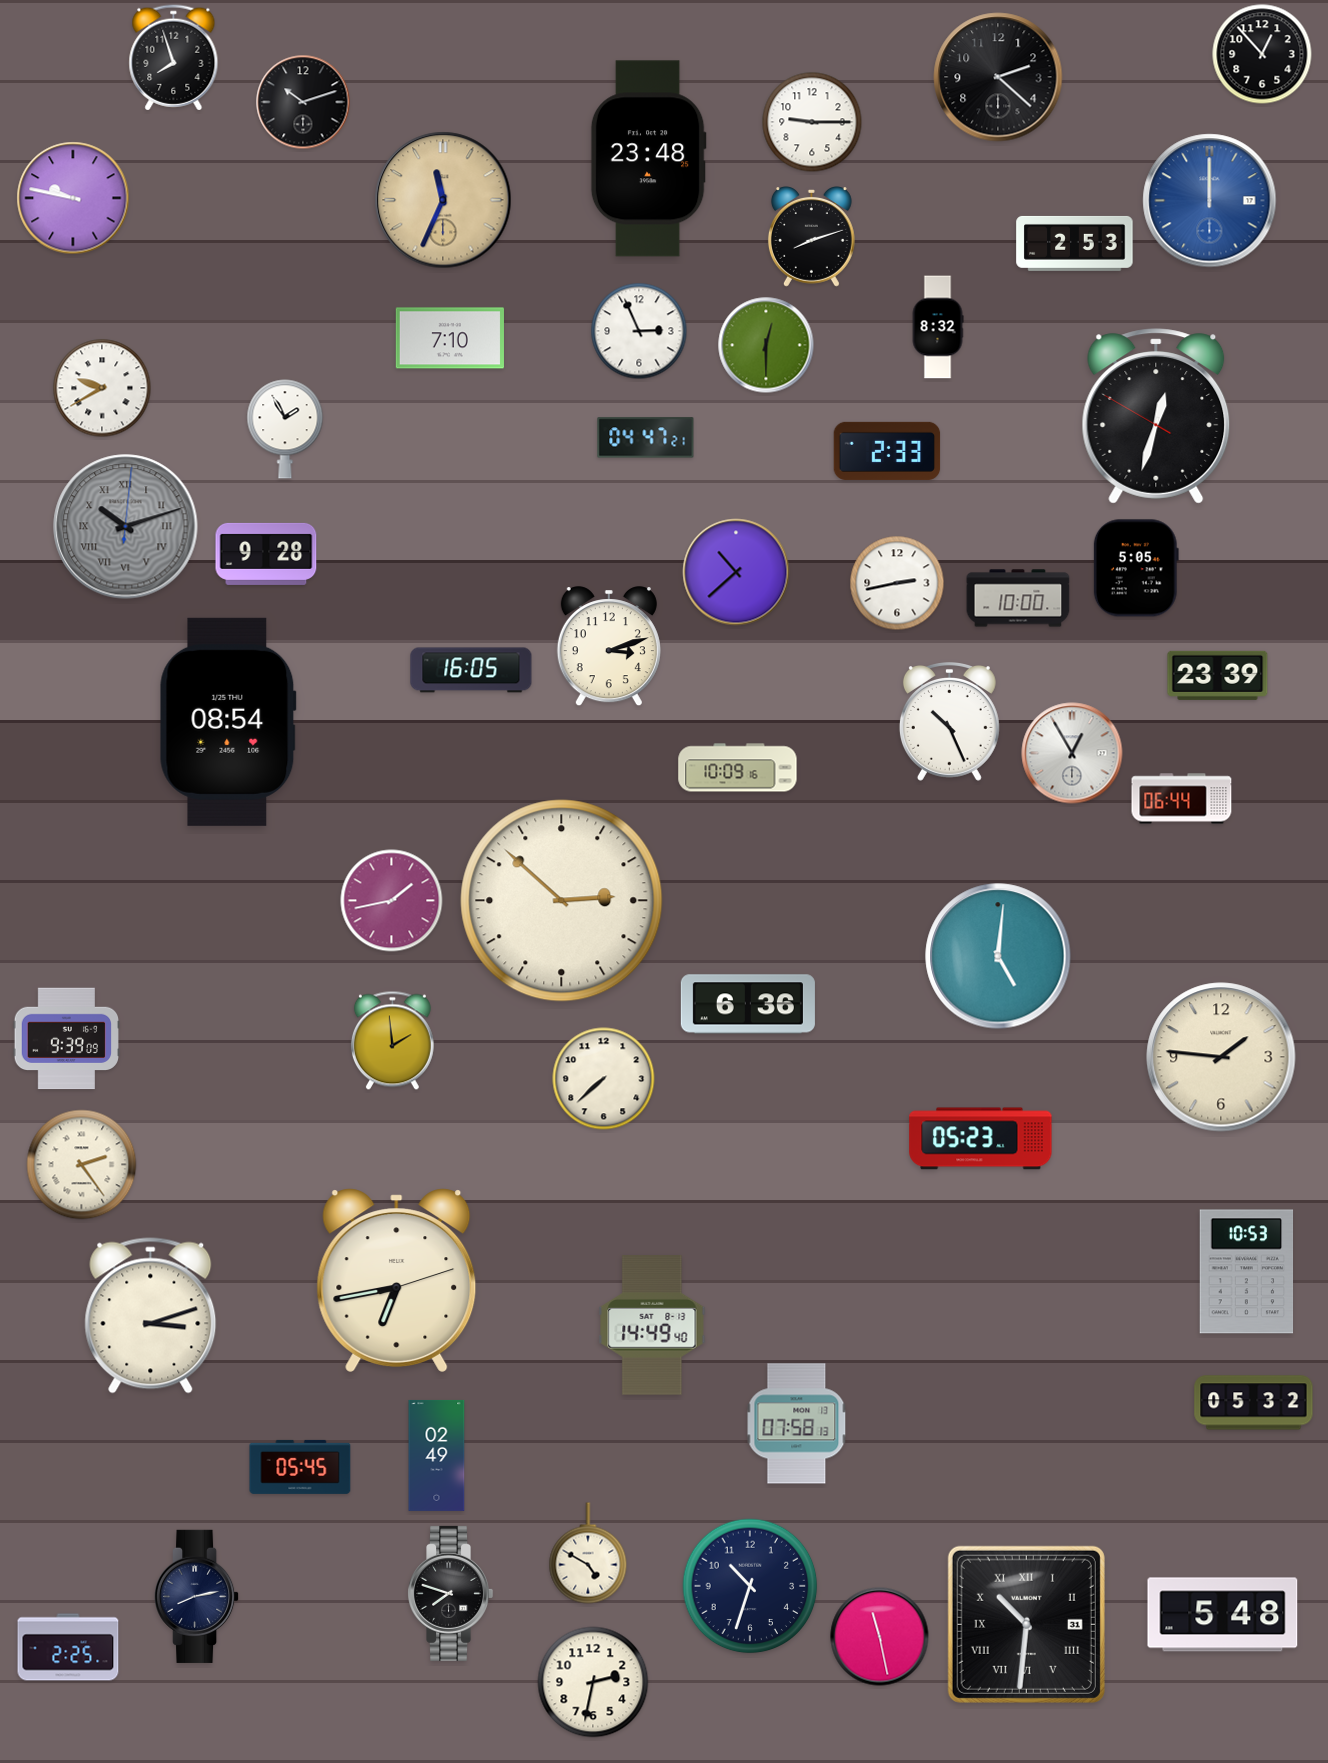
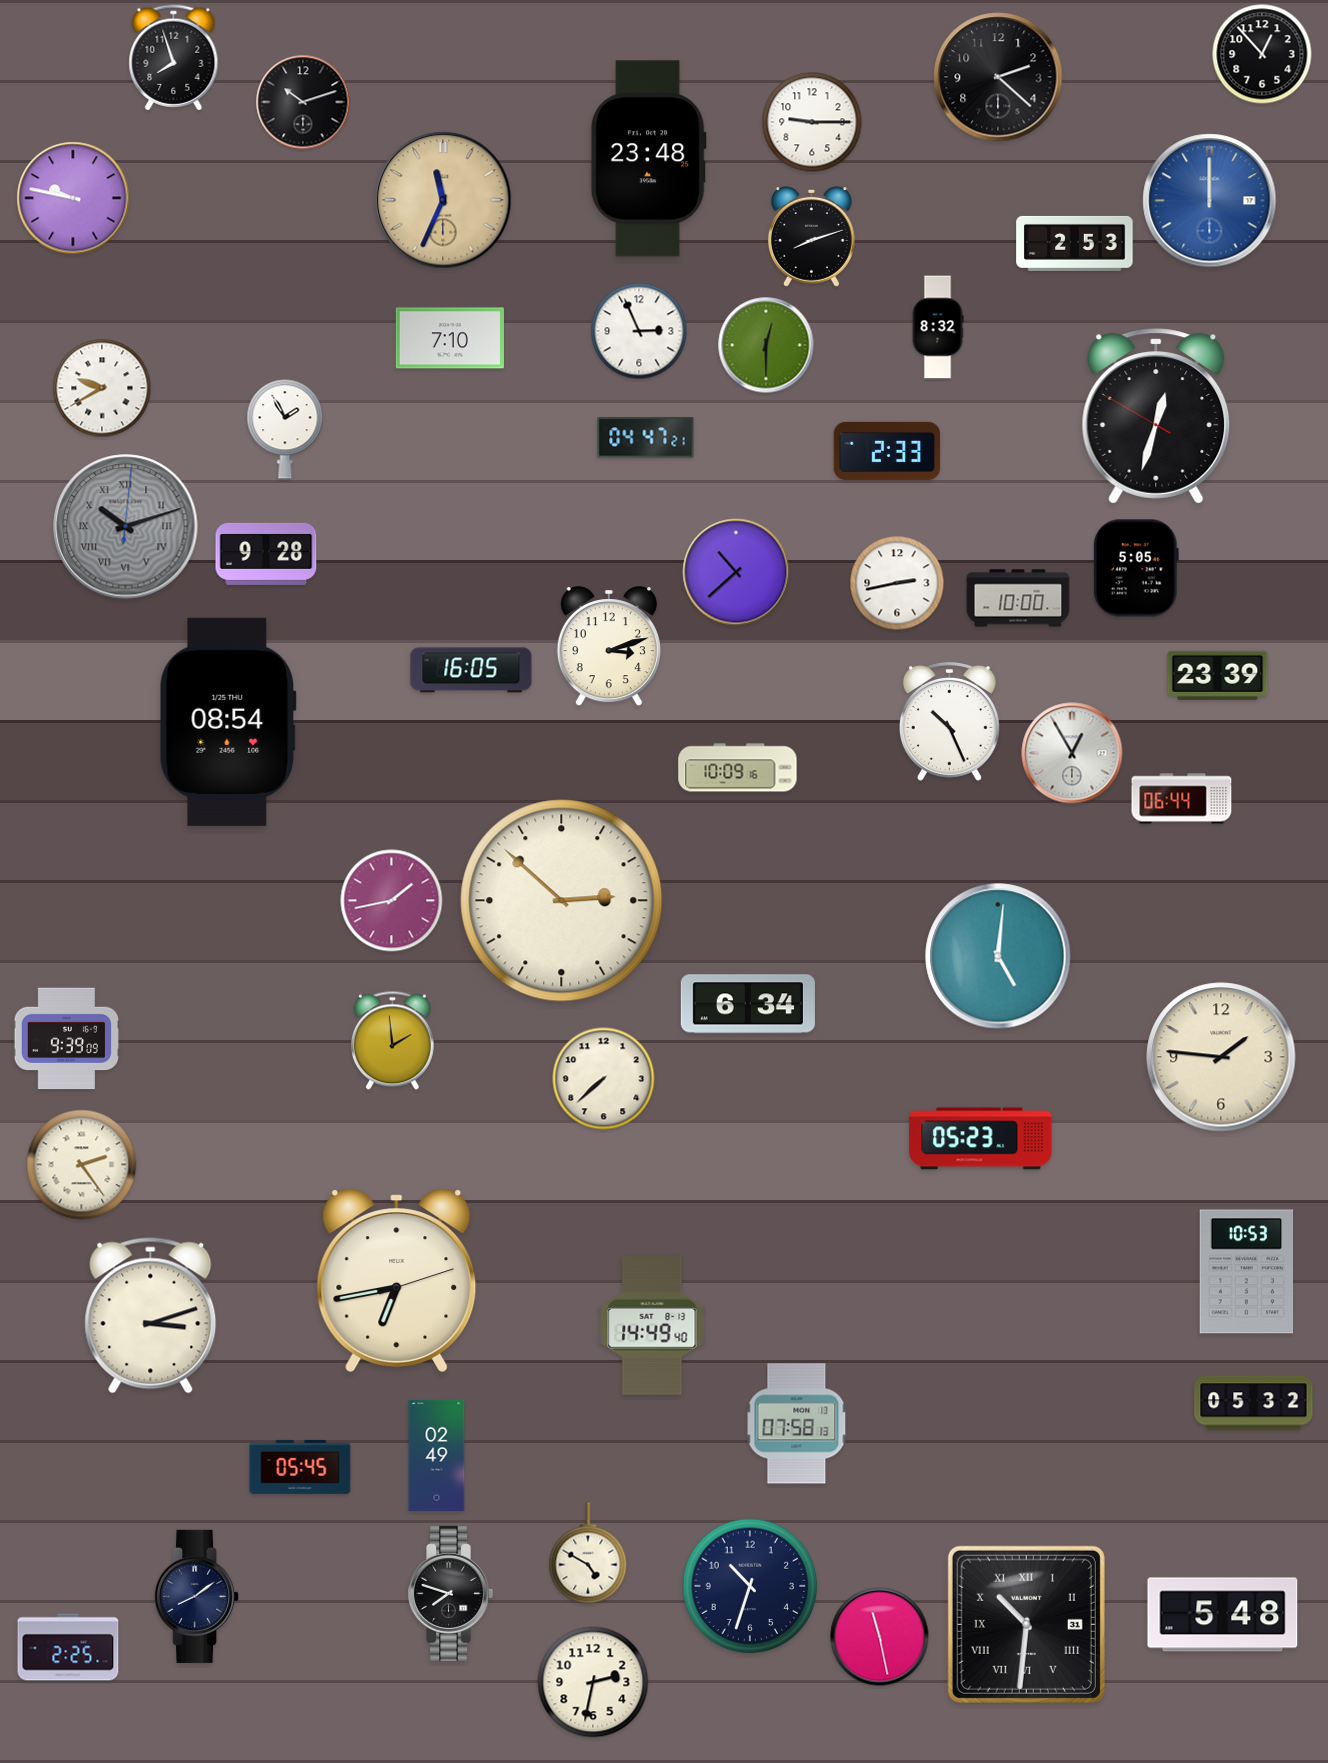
clock at (748, 1004): 6:36 -> 6:34
clock at (198, 1596): 8:13 -> 8:09
